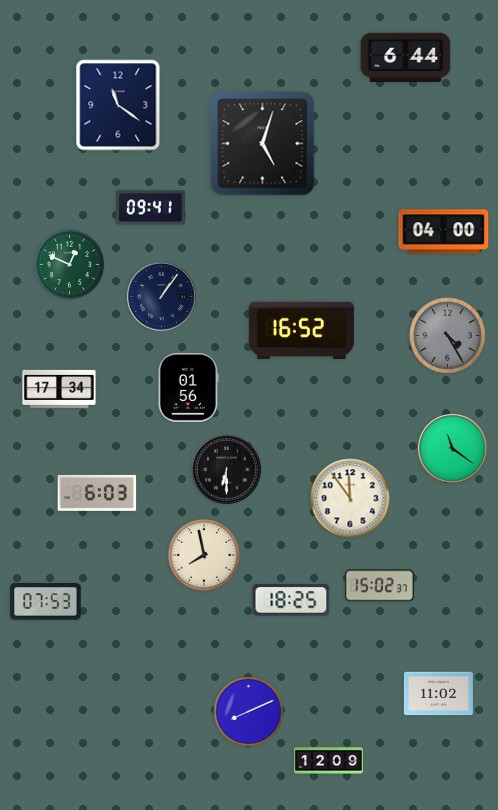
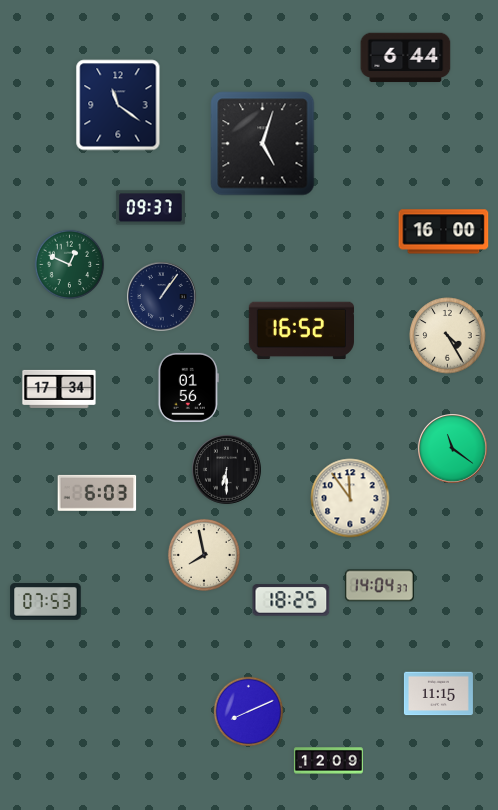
clock at (150, 208): 09:41 -> 09:37
clock at (444, 232): 04:00 -> 16:00
clock at (448, 336) dial: grey -> cream
clock at (379, 586): 15:02 -> 14:04
clock at (438, 694): 11:02 -> 11:15
